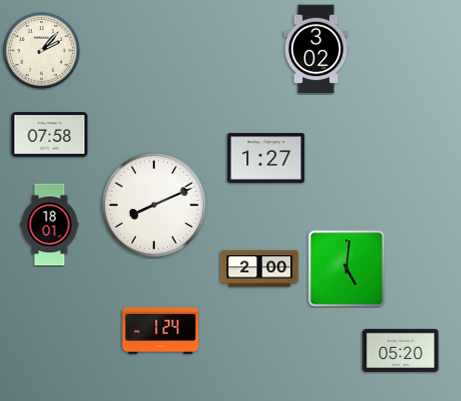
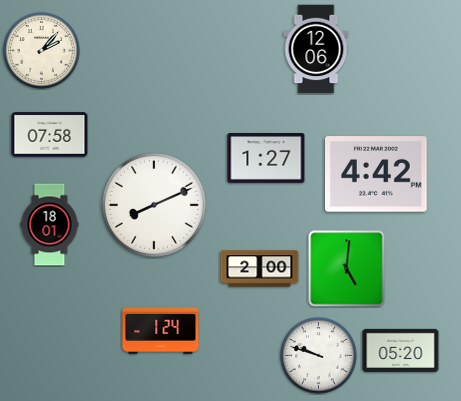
clock at (316, 49): 3:02 -> 12:06
clock at (376, 174): none -> 4:42
clock at (319, 356): none -> 9:48
